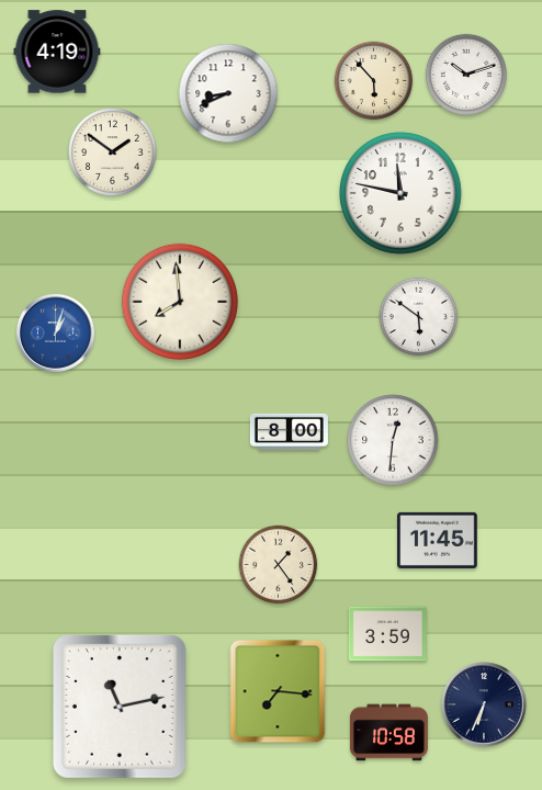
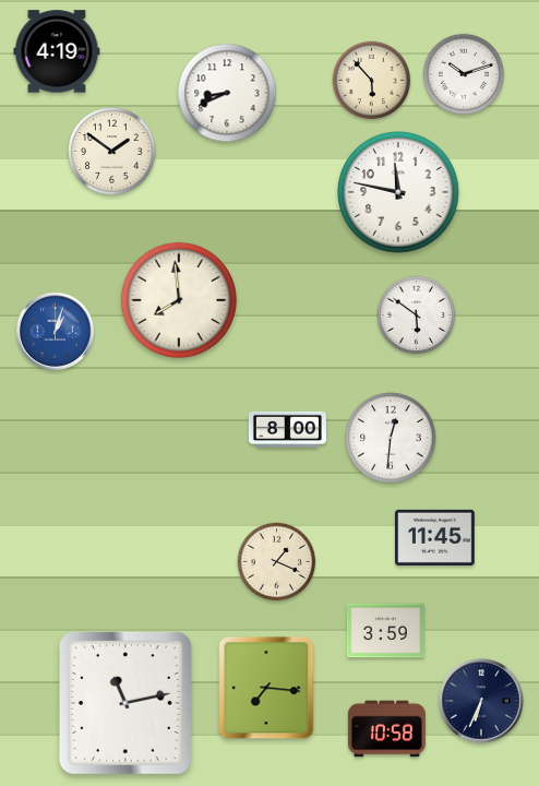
clock at (279, 565): 1:24 -> 1:19
clock at (278, 691) position: (278, 691) -> (266, 688)
clock at (120, 707) position: (120, 707) -> (125, 703)
